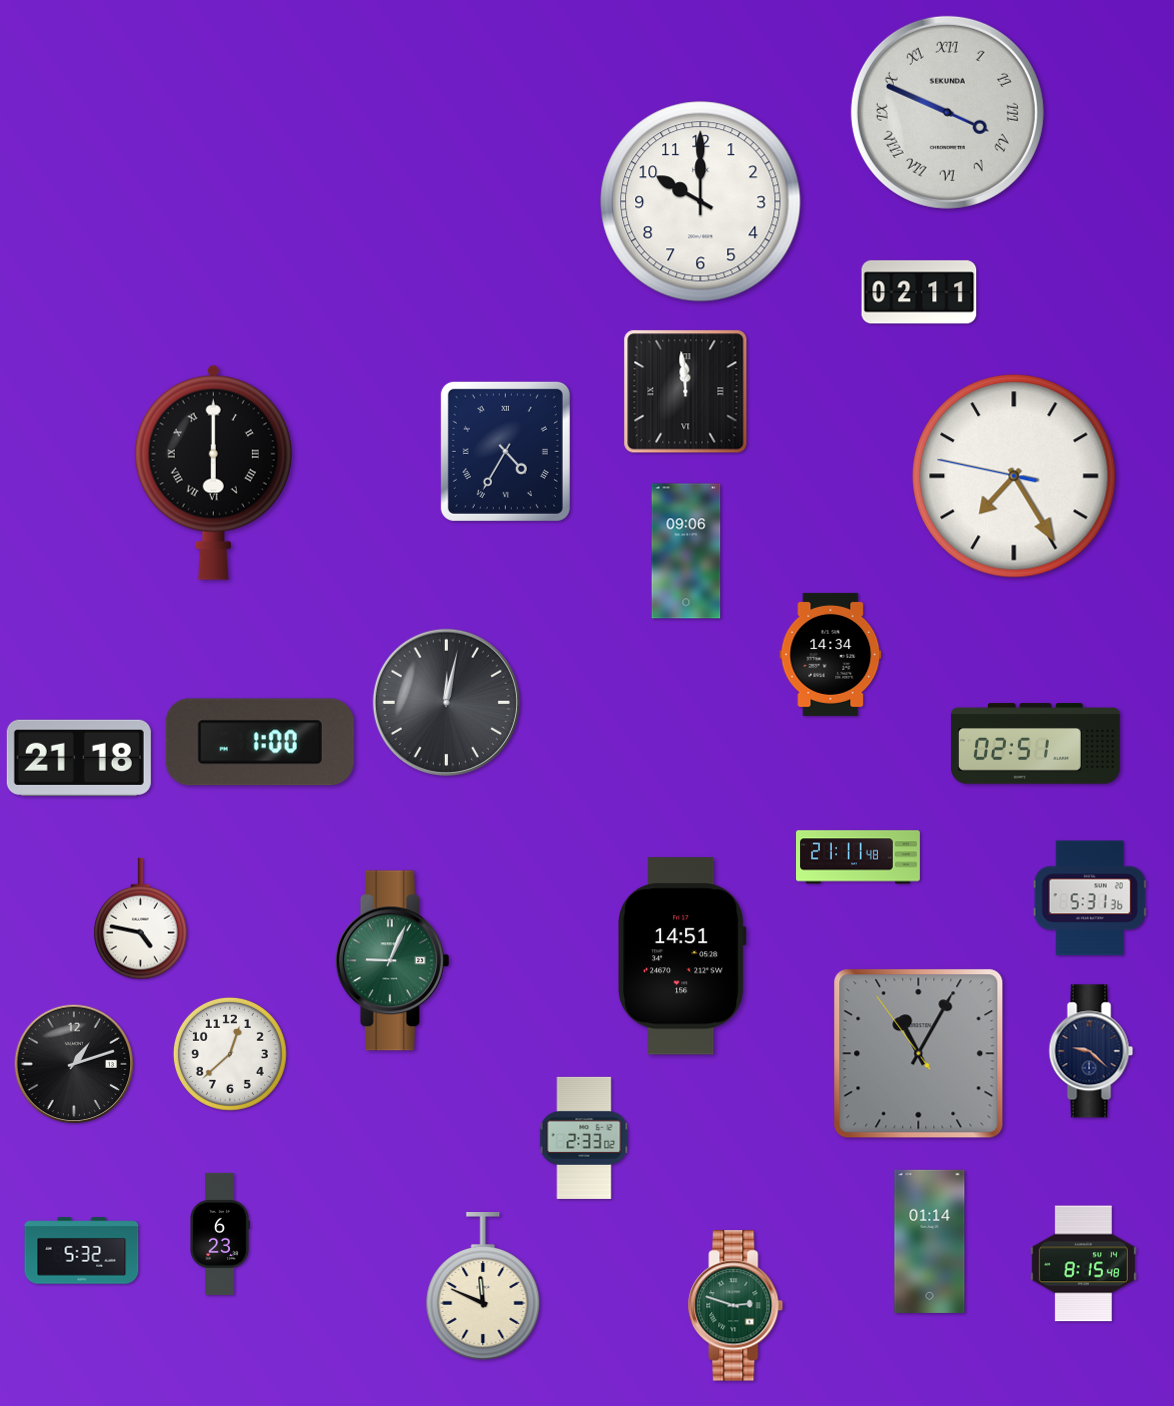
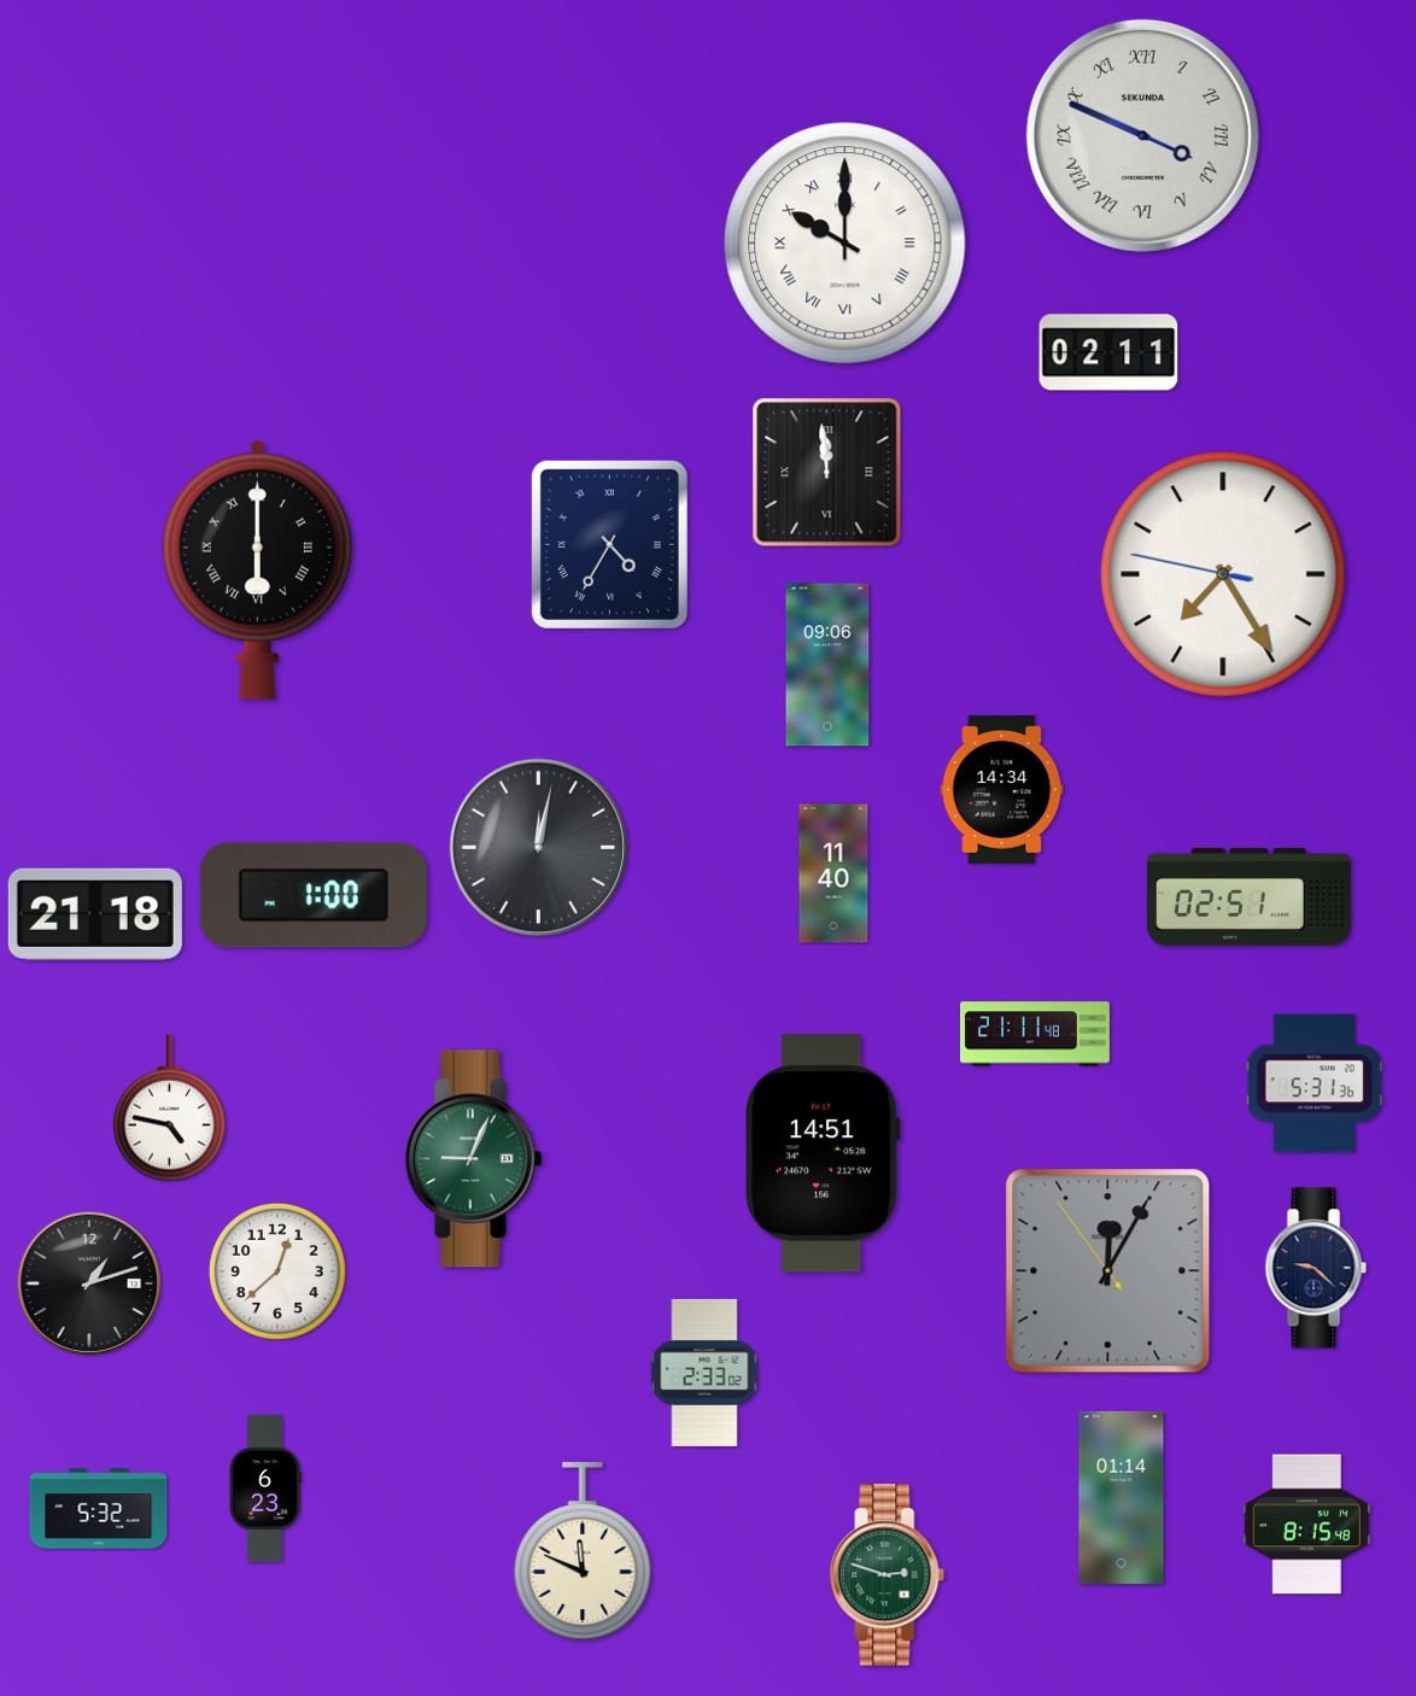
clock at (701, 202) numerals: Arabic -> Roman
clock at (833, 873): none -> 11:40
clock at (919, 1054): 11:04 -> 12:04
